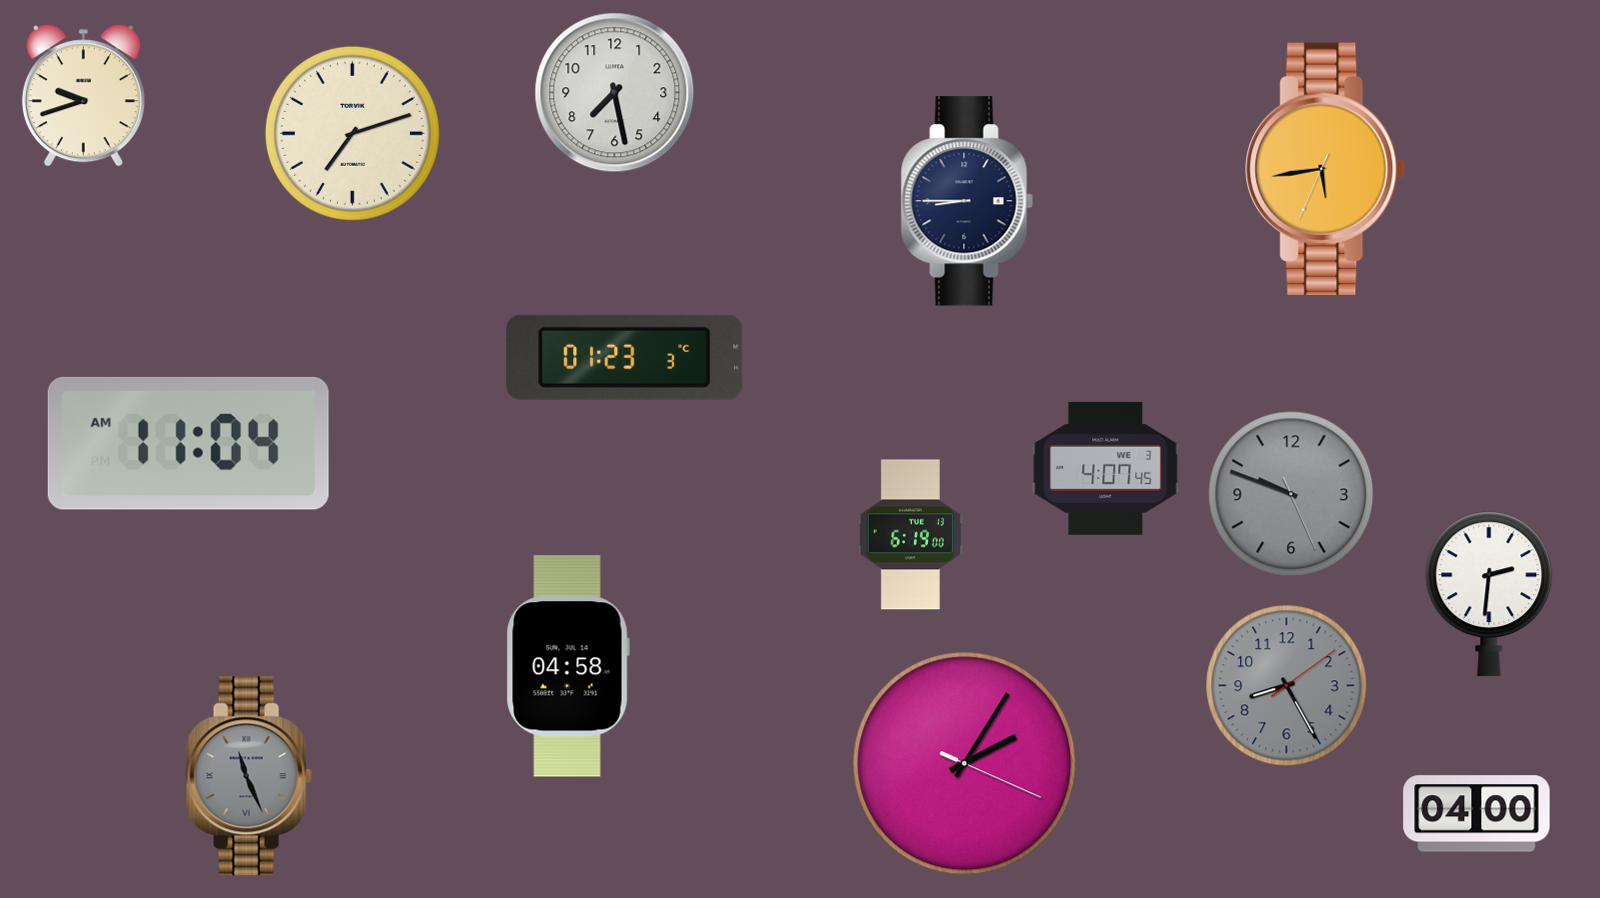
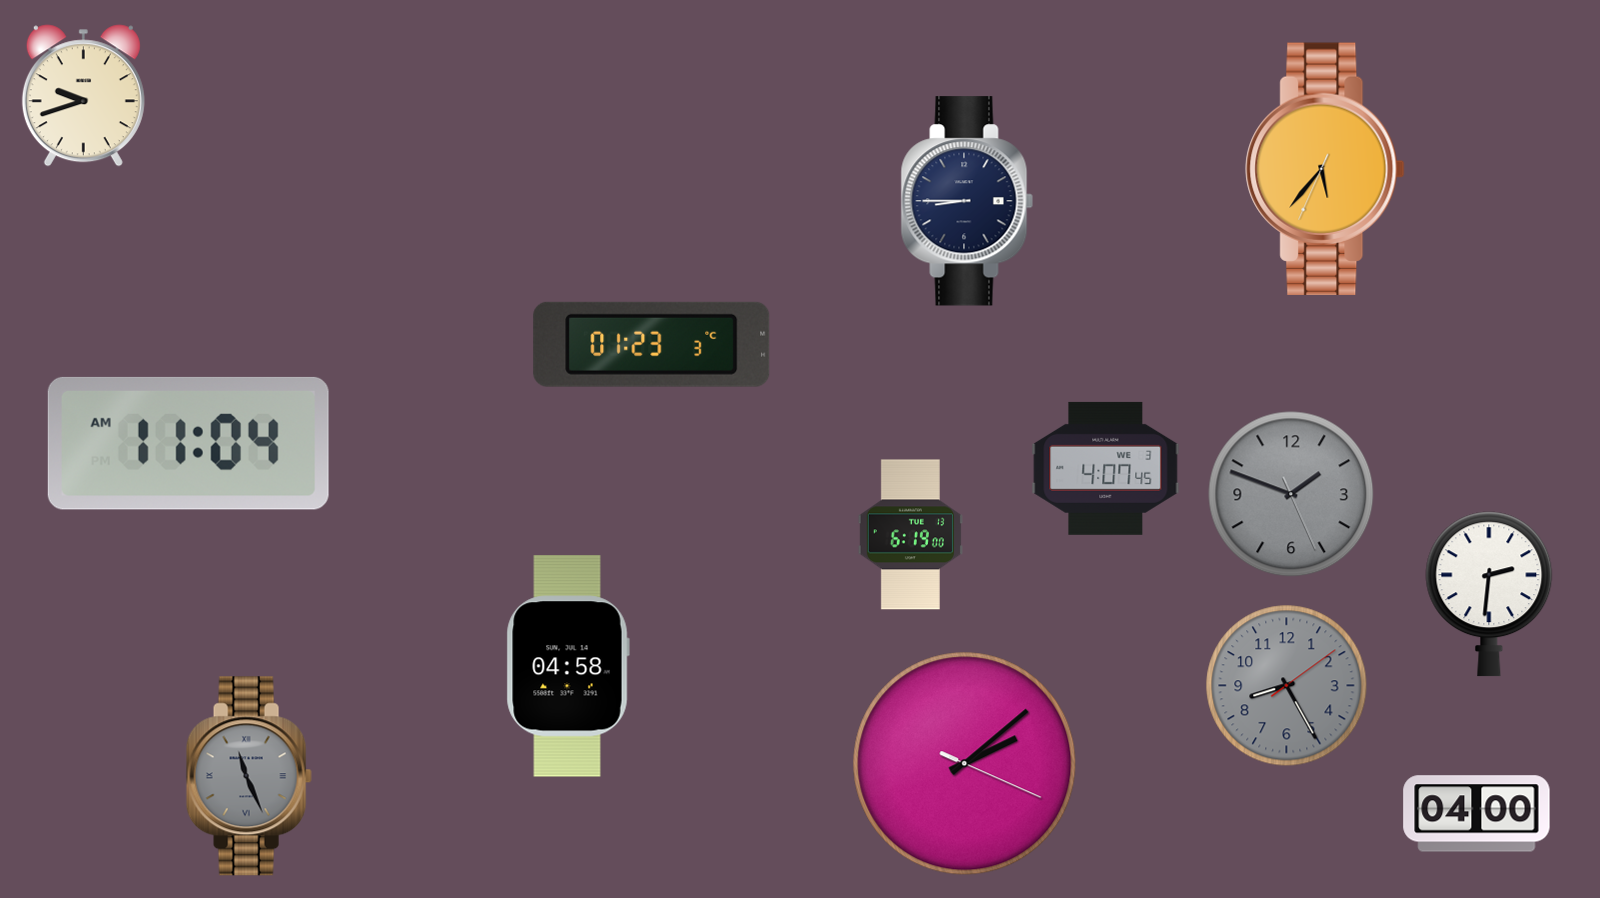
clock at (615, 93): 7:28 -> none
clock at (352, 133): 7:12 -> none
clock at (1325, 169): 5:43 -> 5:36
clock at (625, 357) position: (625, 357) -> (652, 344)
clock at (1291, 494): 9:48 -> 1:48
clock at (965, 764): 2:05 -> 2:08
